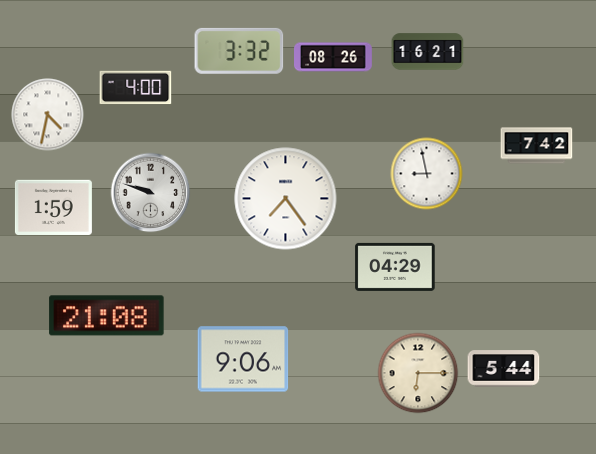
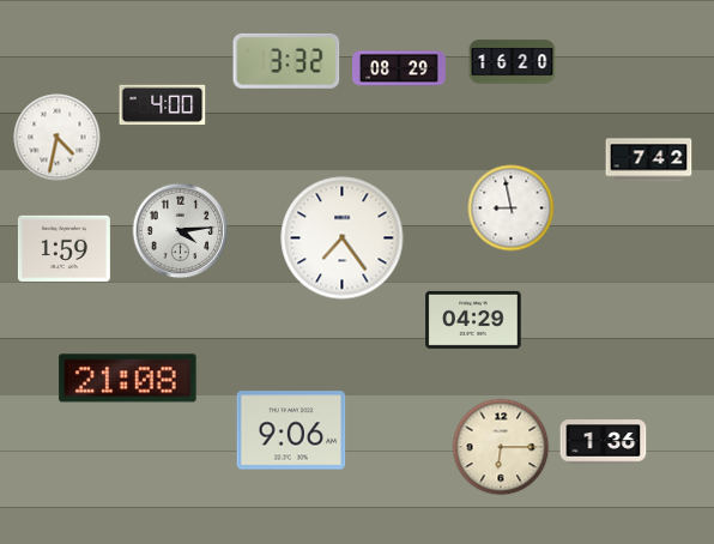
clock at (428, 52): 16:21 -> 16:20
clock at (334, 57): 08:26 -> 08:29
clock at (537, 146) position: (537, 146) -> (649, 161)
clock at (151, 193): 9:48 -> 4:14
clock at (504, 369): 5:44 -> 1:36
